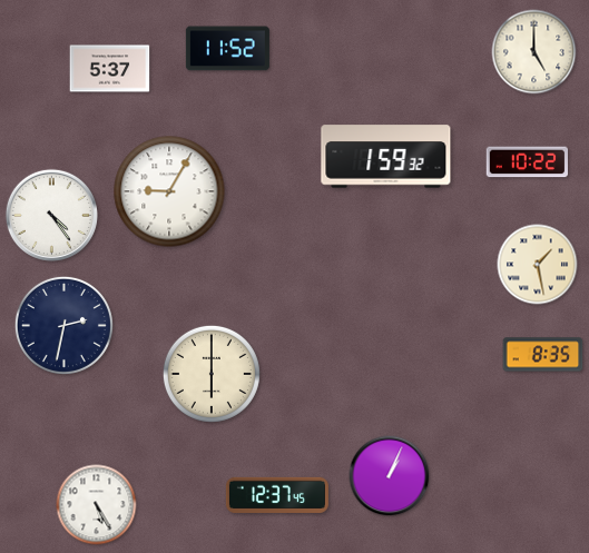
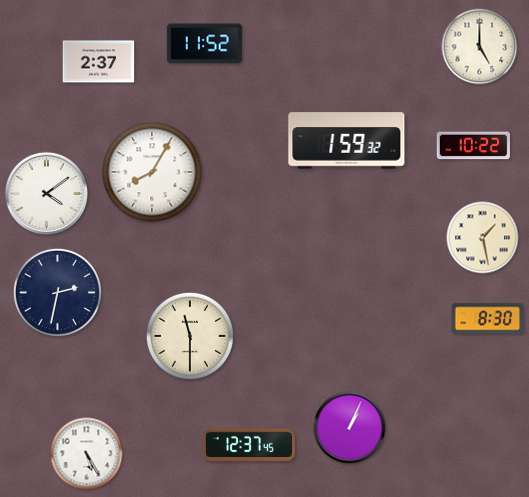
clock at (110, 69): 5:37 -> 2:37
clock at (169, 191): 9:05 -> 8:05
clock at (51, 215): 4:24 -> 4:09
clock at (543, 355): 8:35 -> 8:30
clock at (212, 374): 6:00 -> 11:30
